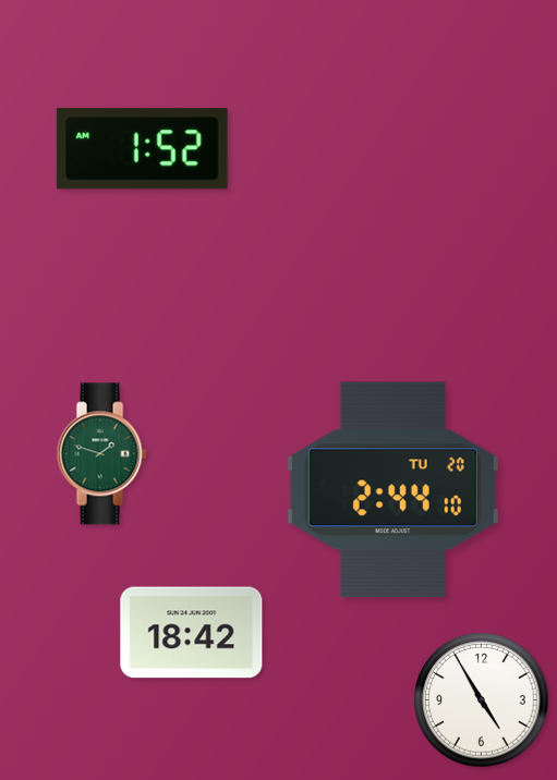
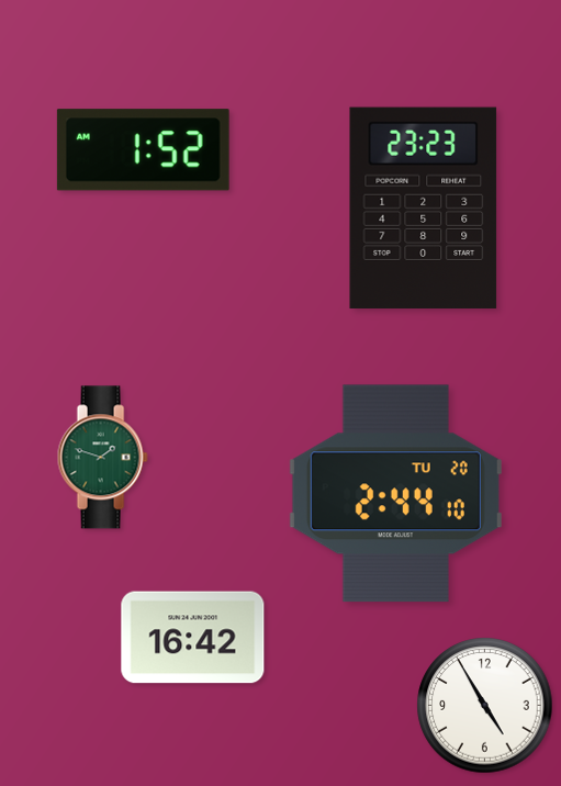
clock at (424, 209): none -> 23:23
clock at (192, 633): 18:42 -> 16:42
